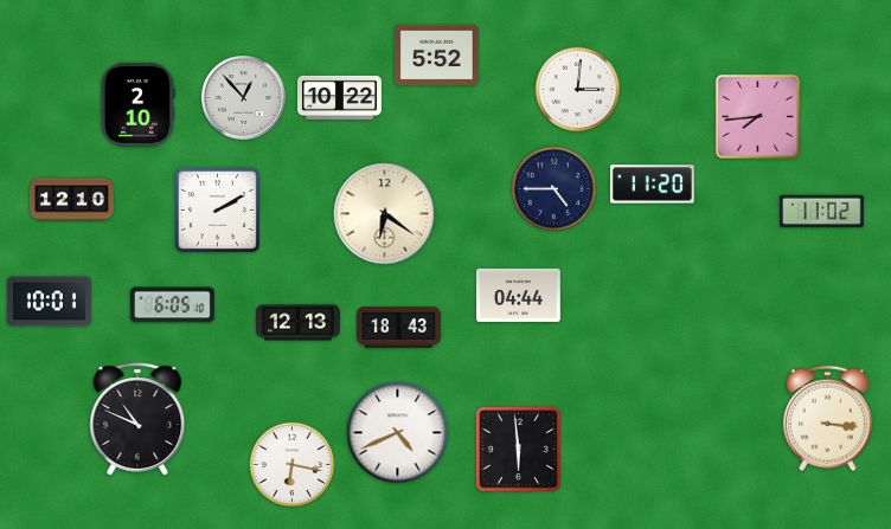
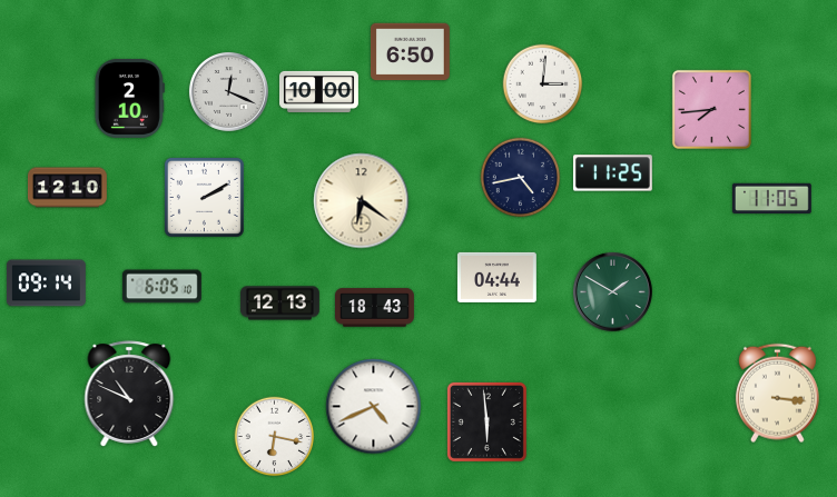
clock at (436, 56): 5:52 -> 6:50
clock at (340, 97): 10:22 -> 10:00
clock at (244, 98): 12:53 -> 12:19
clock at (652, 185): 11:20 -> 11:25
clock at (555, 189): 4:45 -> 4:43
clock at (821, 212): 11:02 -> 11:05
clock at (519, 295) position: (519, 295) -> (498, 277)
clock at (49, 302): 10:01 -> 09:14
clock at (613, 292): none -> 1:50
